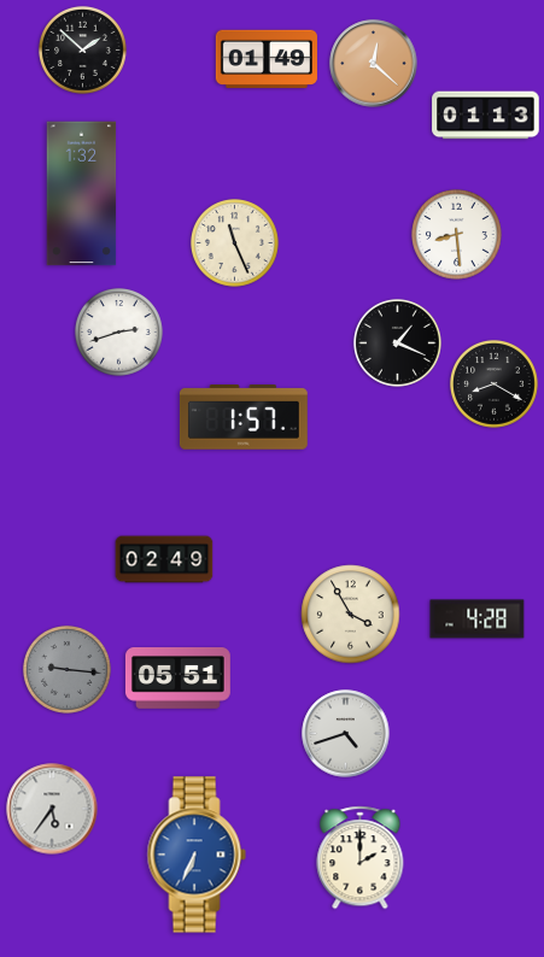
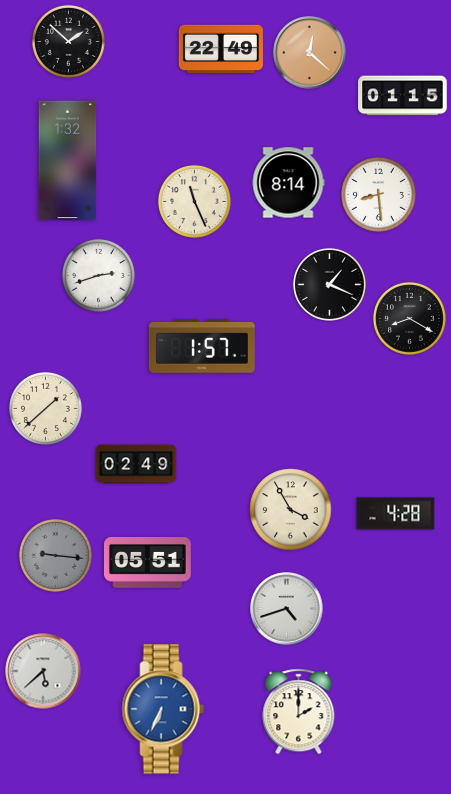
clock at (267, 59): 01:49 -> 22:49
clock at (486, 116): 01:13 -> 01:15
clock at (288, 183): none -> 8:14
clock at (45, 408): none -> 1:38
clock at (52, 809): 5:36 -> 5:38
